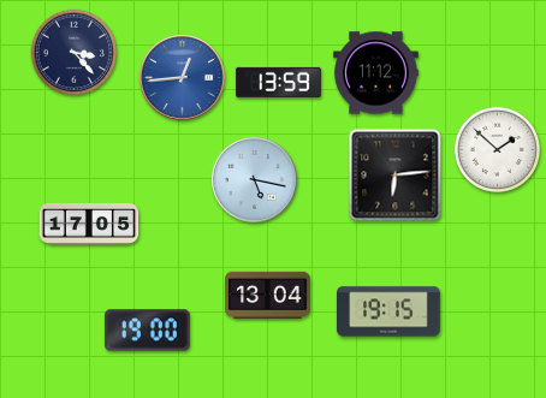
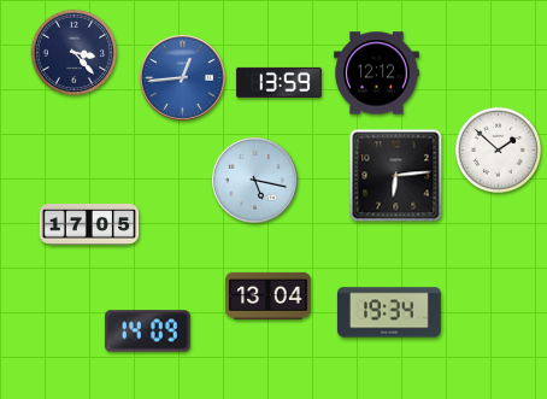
clock at (376, 73): 11:12 -> 12:12
clock at (388, 311): 19:15 -> 19:34
clock at (148, 331): 19:00 -> 14:09
